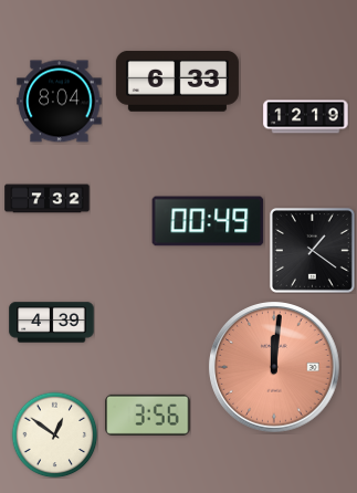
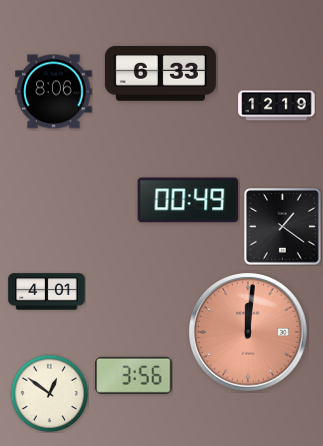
clock at (60, 102): 8:04 -> 8:06
clock at (48, 199): 7:32 -> none
clock at (52, 323): 4:39 -> 4:01
